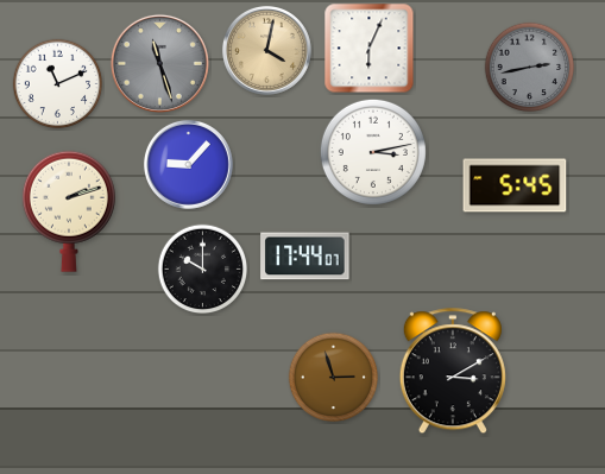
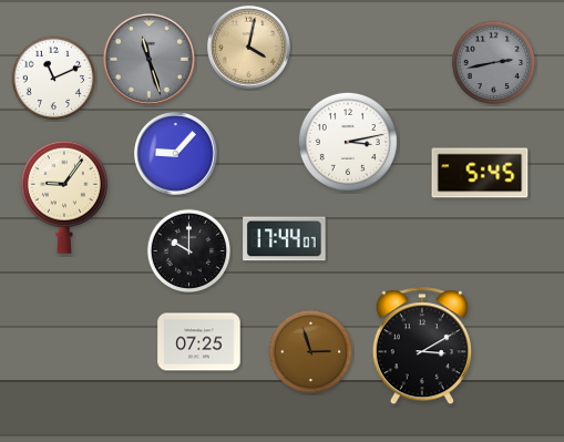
clock at (370, 49): 6:04 -> none
clock at (69, 211): 2:12 -> 9:06
clock at (199, 342): none -> 07:25
